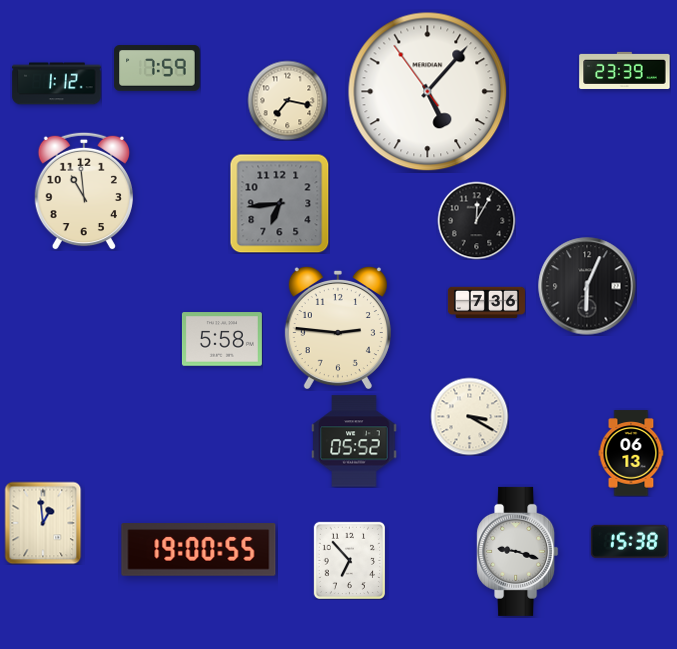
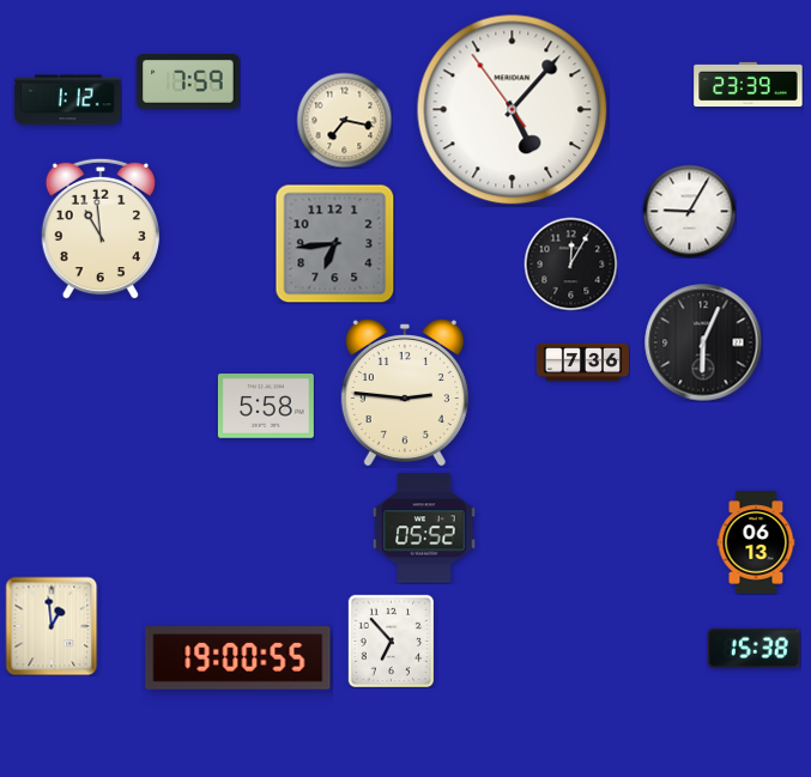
clock at (689, 211): none -> 9:05
clock at (469, 416): 3:20 -> none
clock at (518, 551): 9:18 -> none
clock at (349, 560) position: (349, 560) -> (391, 641)
